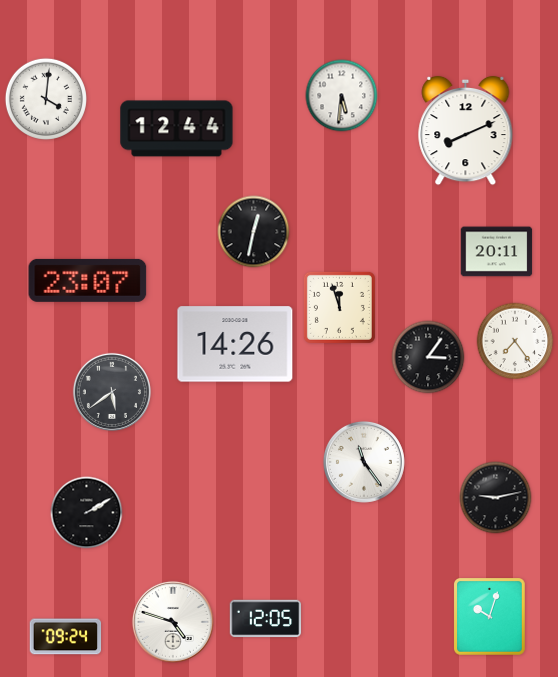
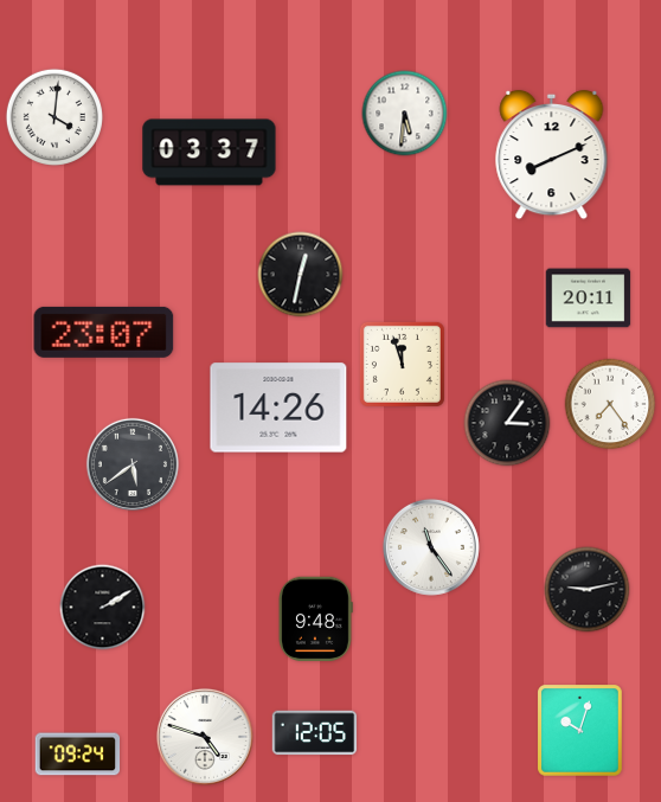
clock at (177, 129): 12:44 -> 03:37
clock at (316, 620): none -> 9:48
